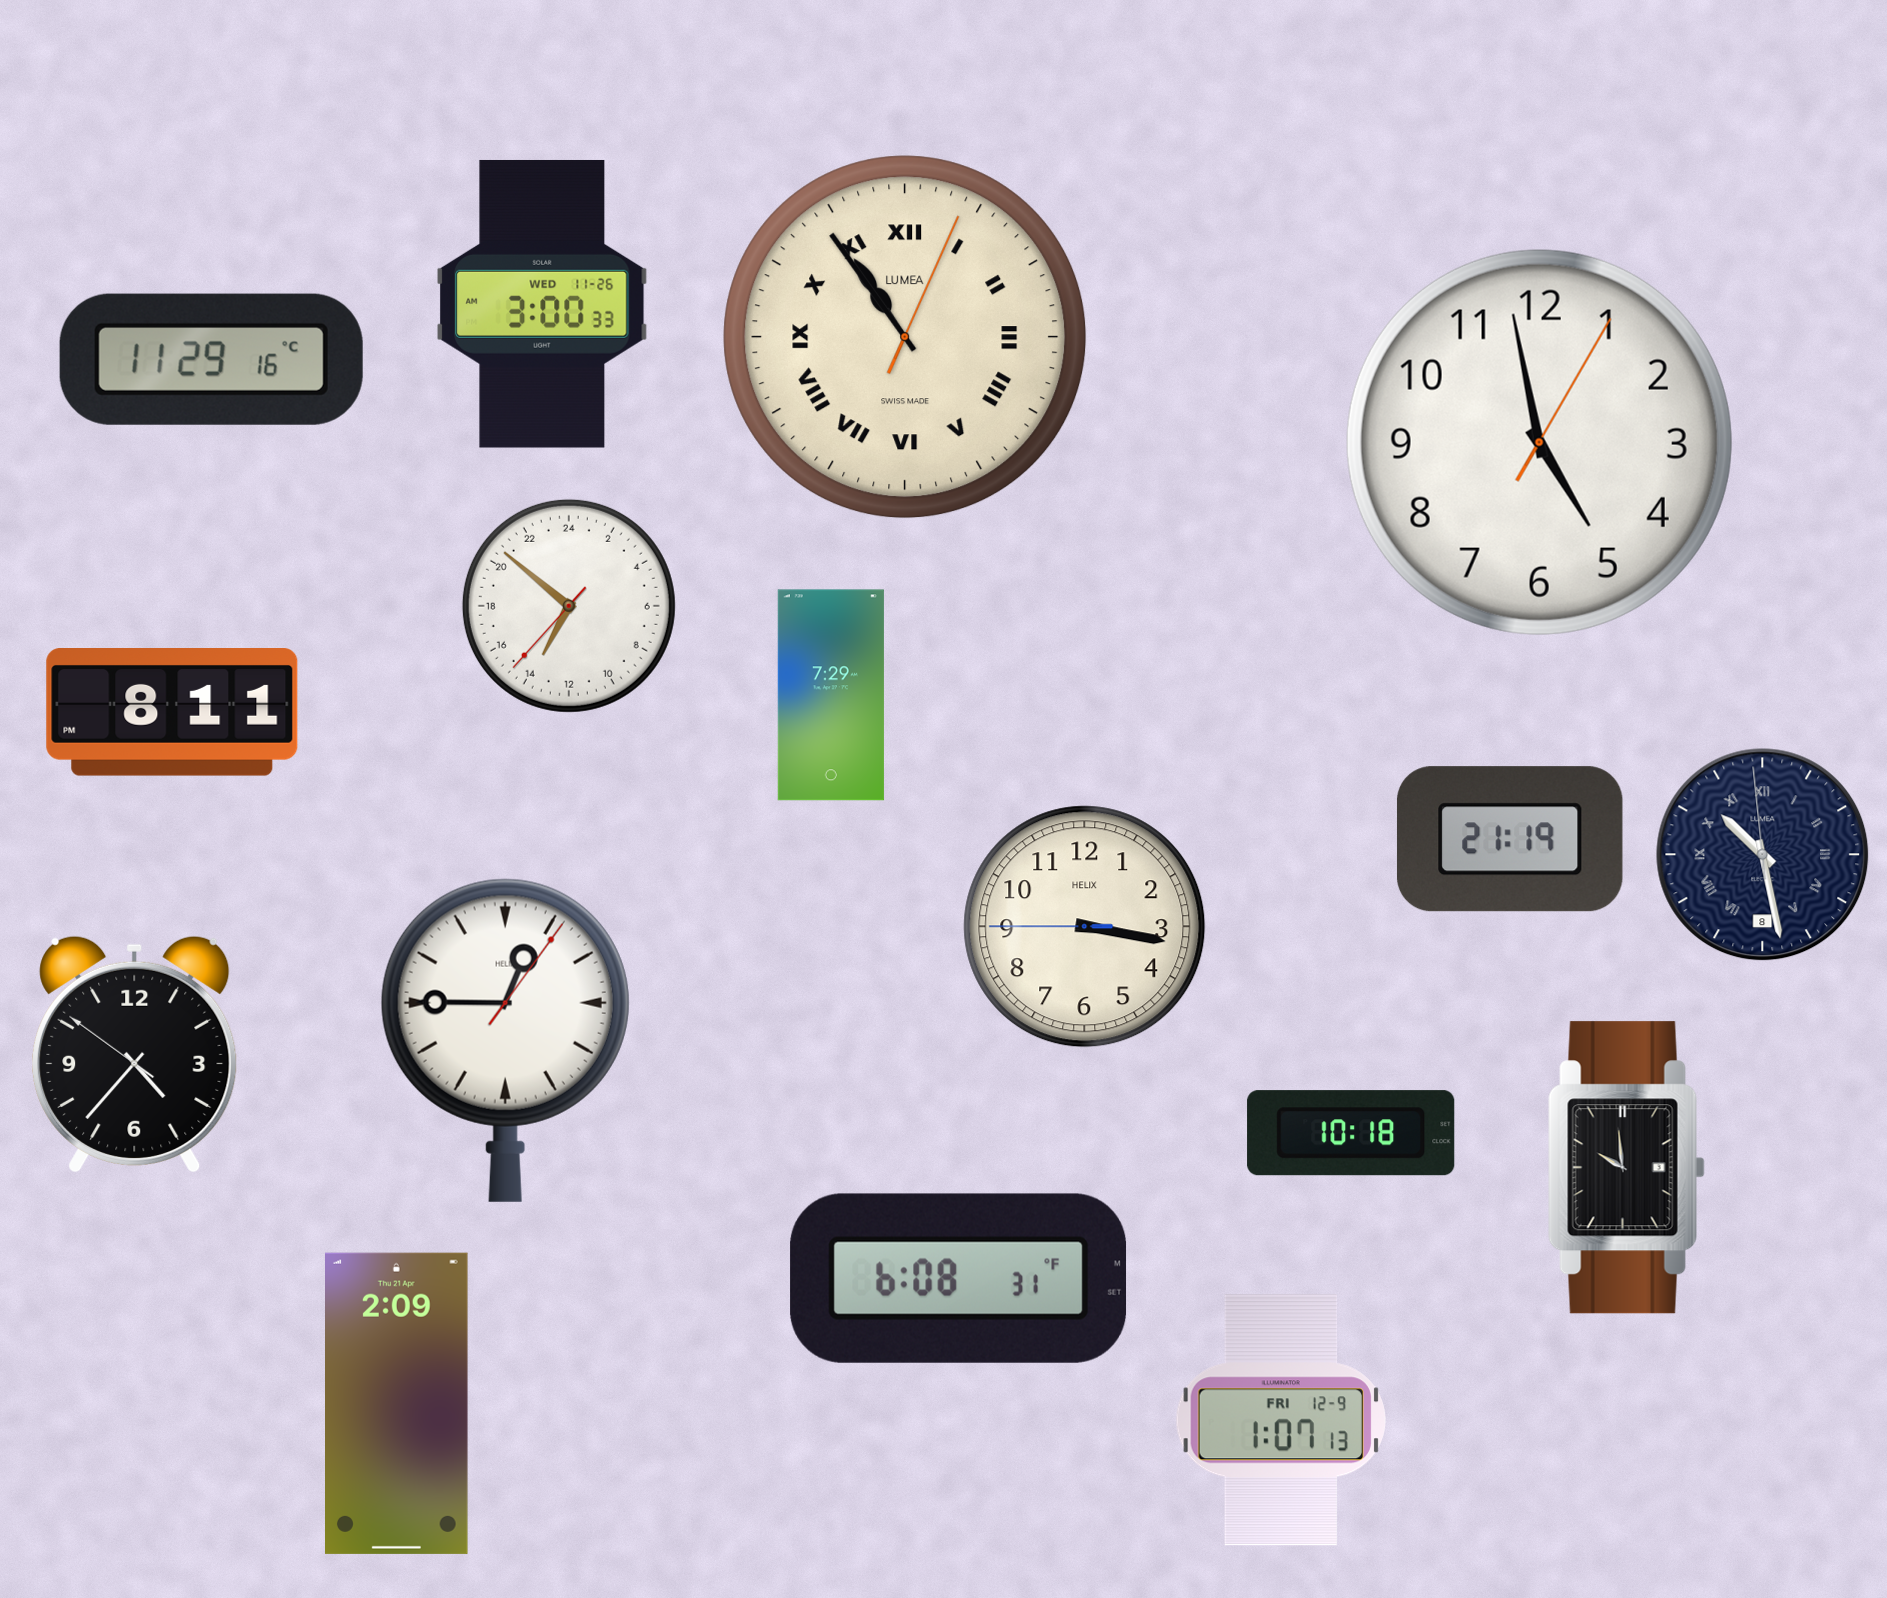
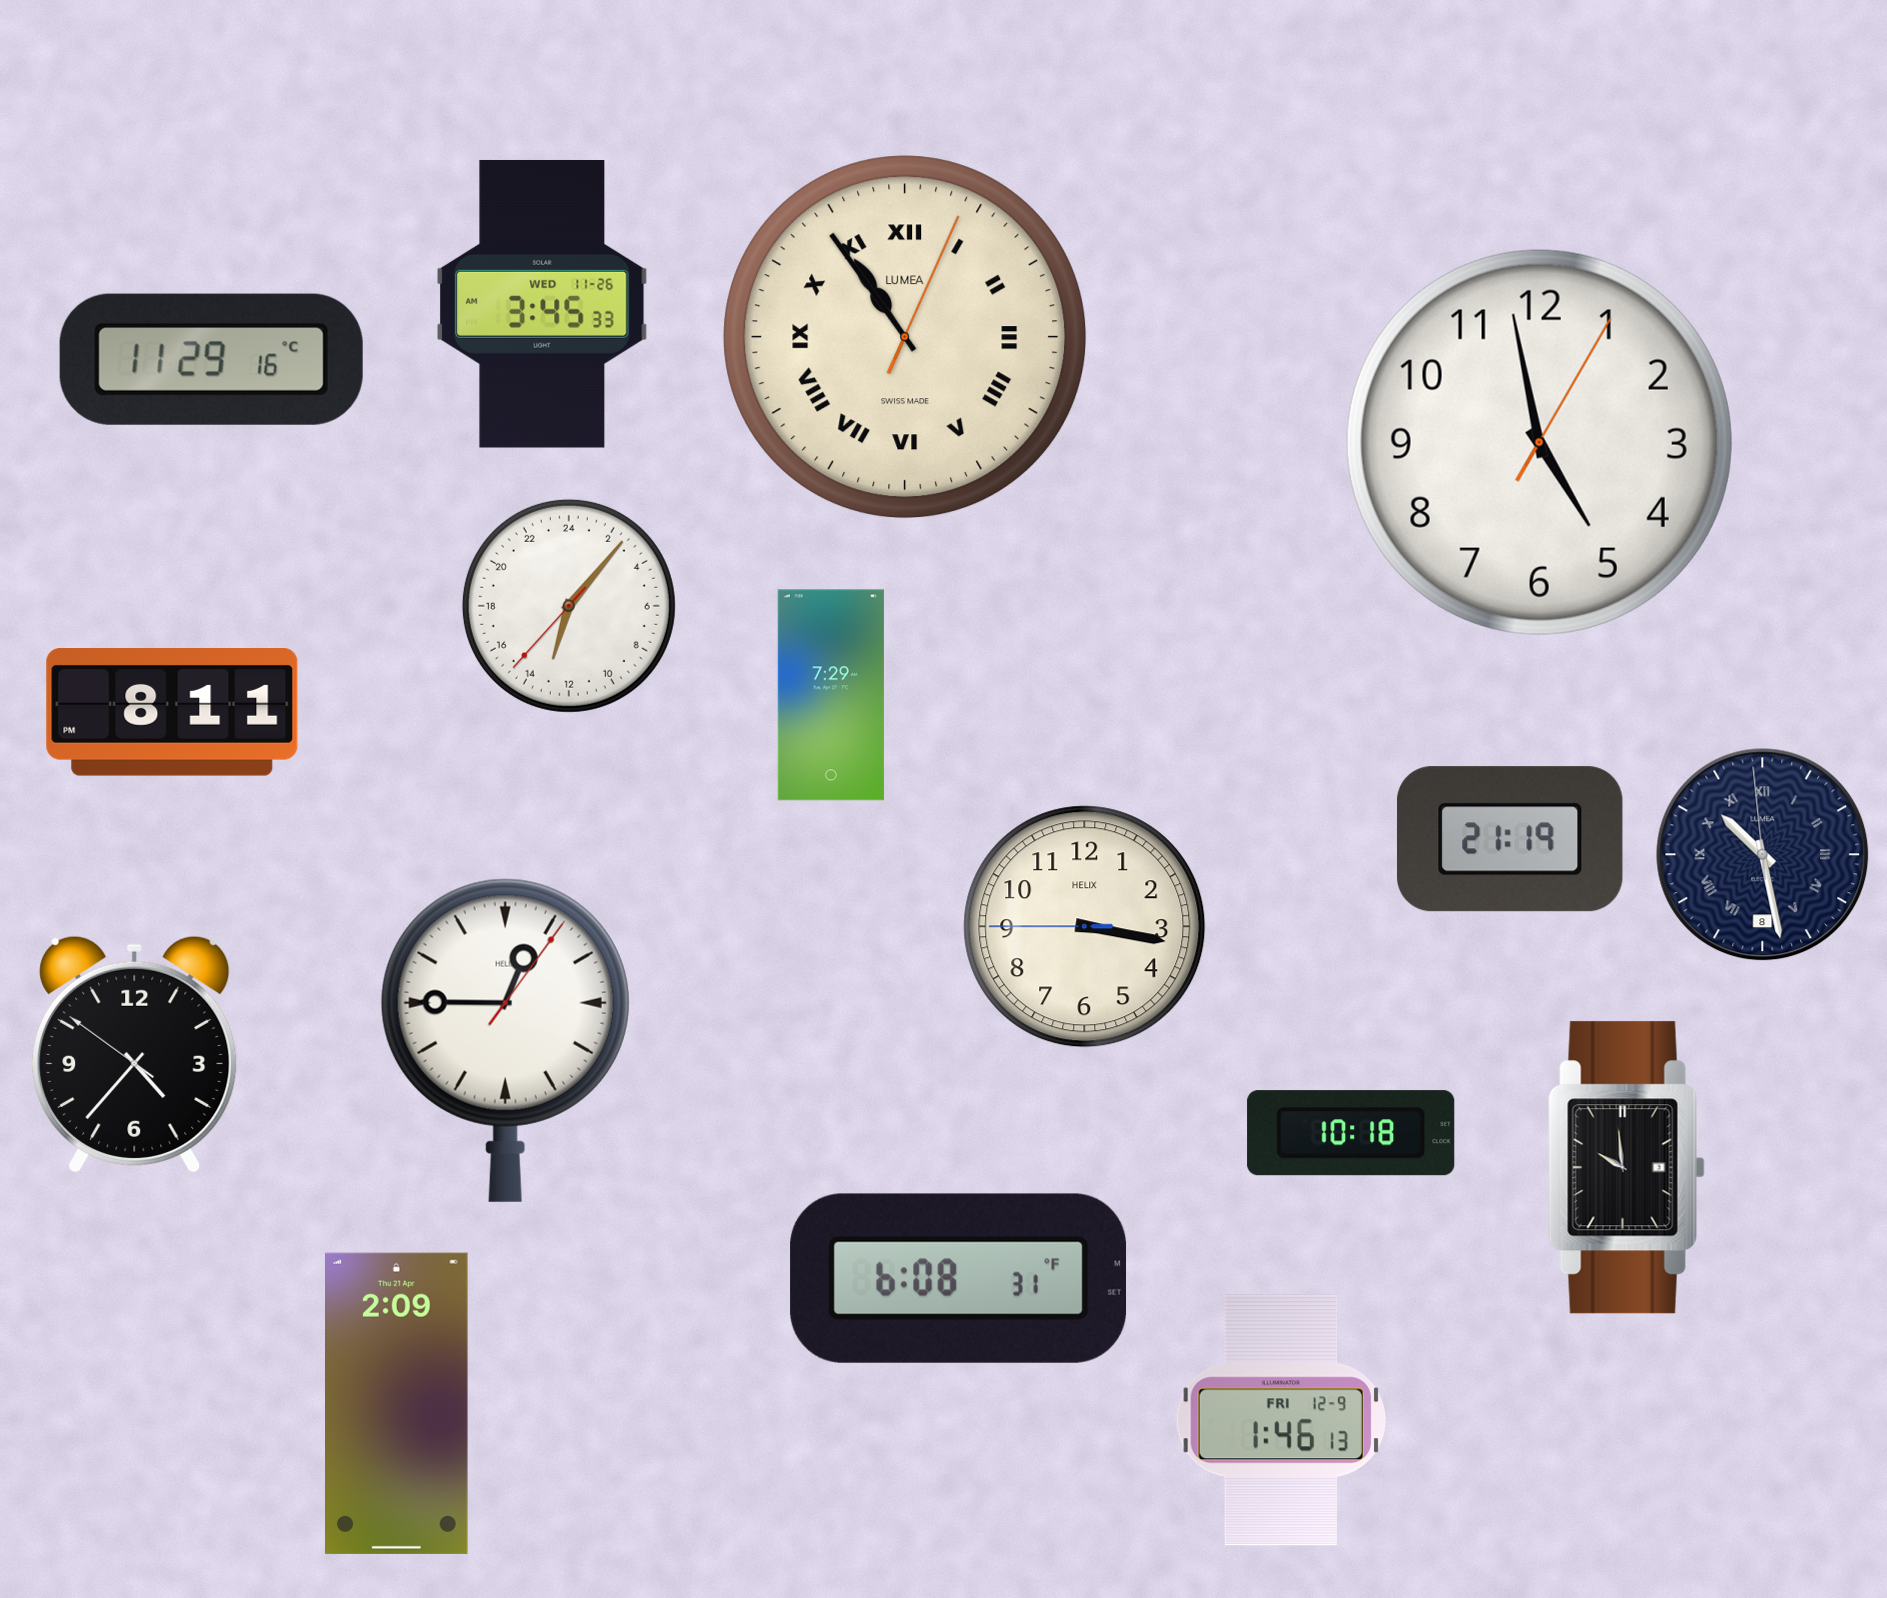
clock at (543, 304): 3:00 -> 3:45
clock at (569, 606): 13:51 -> 13:06
clock at (1281, 1420): 1:07 -> 1:46
